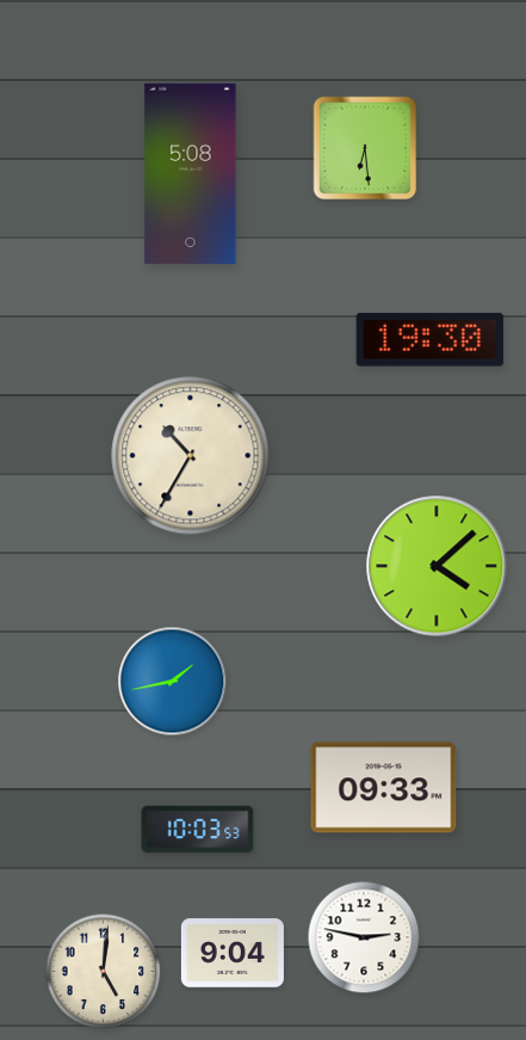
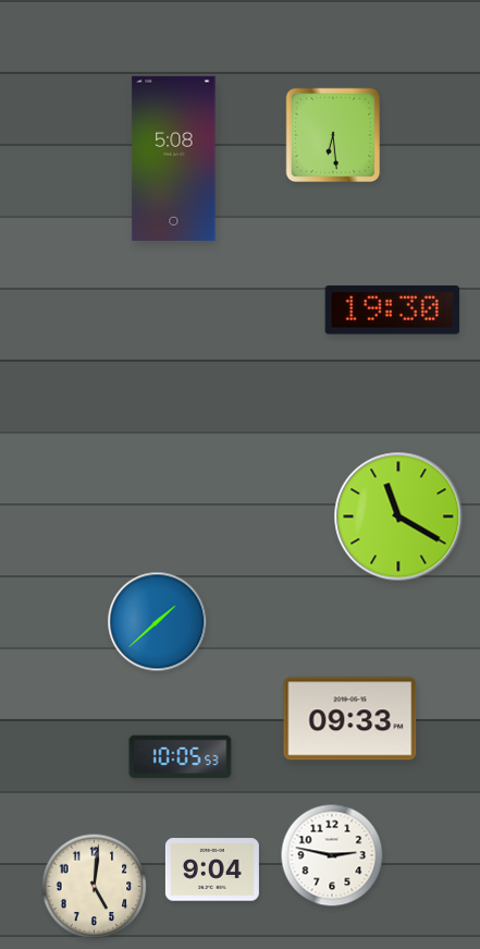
clock at (191, 456): 10:35 -> none
clock at (437, 566): 4:08 -> 11:20
clock at (173, 682): 1:43 -> 1:38
clock at (198, 830): 10:03 -> 10:05
